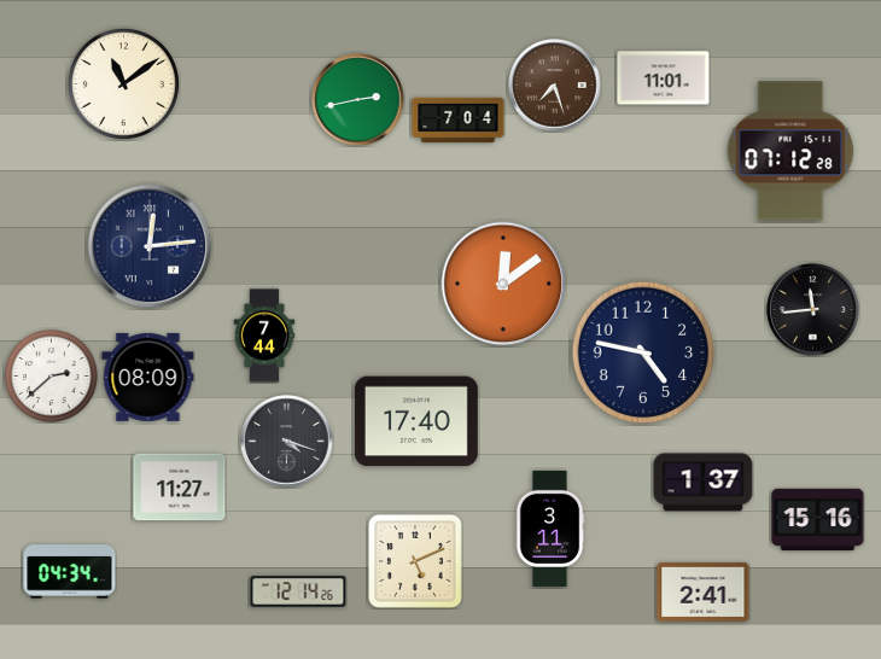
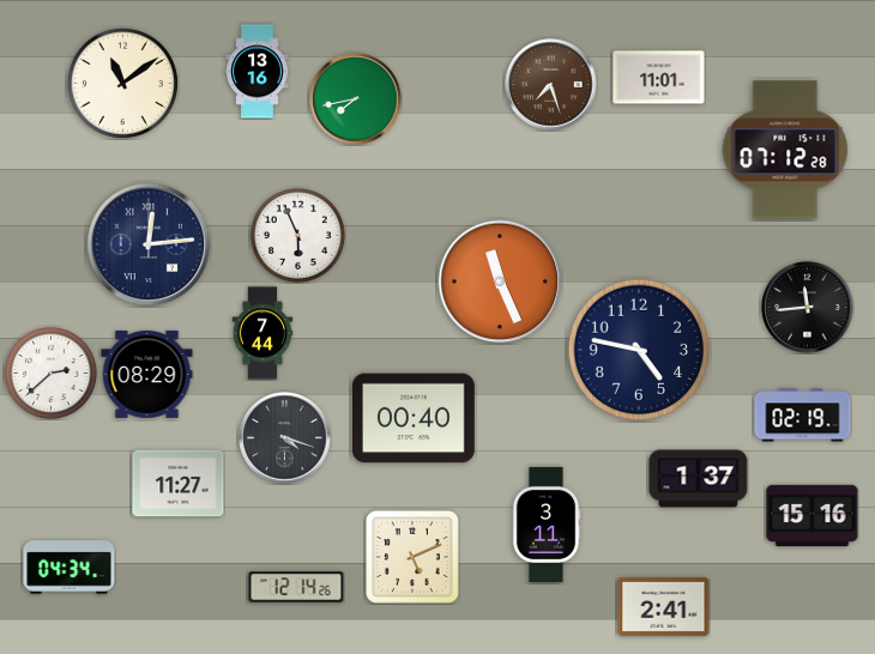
clock at (258, 72): none -> 13:16
clock at (358, 100): 2:43 -> 7:43
clock at (459, 119): 7:04 -> none
clock at (297, 235): none -> 5:56
clock at (503, 284): 12:09 -> 11:26
clock at (148, 377): 08:09 -> 08:29
clock at (803, 416): none -> 02:19
clock at (416, 421): 17:40 -> 00:40
clock at (704, 591) position: (704, 591) -> (664, 606)
